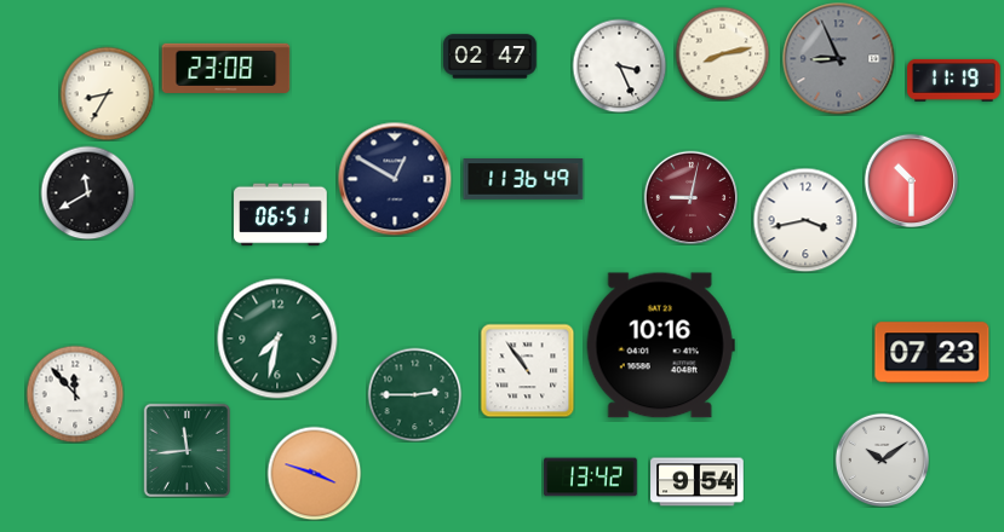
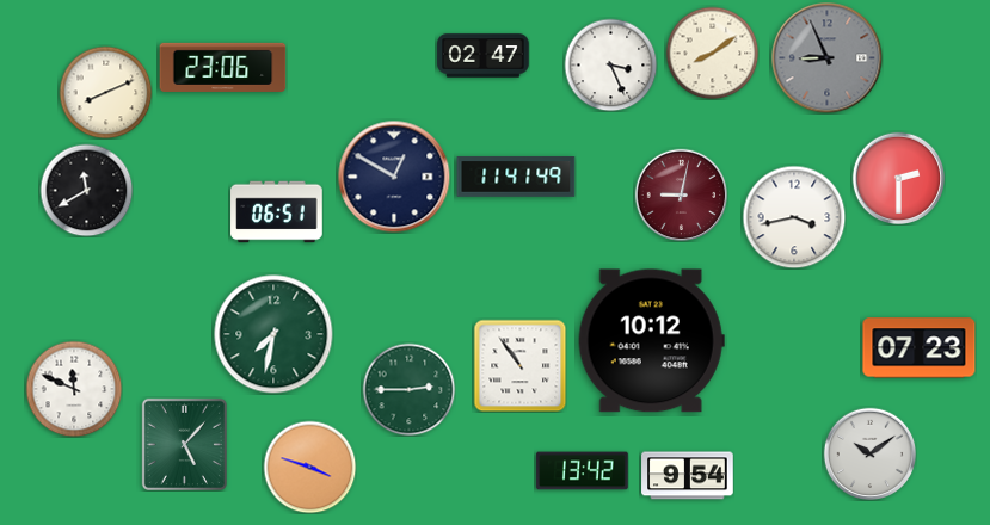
clock at (722, 53): 8:13 -> 8:09
clock at (226, 68): 23:08 -> 23:06
clock at (954, 80): 11:19 -> none
clock at (107, 93): 8:35 -> 8:11
clock at (395, 179) position: (395, 179) -> (394, 177)
clock at (523, 180): 11:36 -> 11:41
clock at (911, 180): 10:30 -> 2:30
clock at (660, 346): 10:16 -> 10:12
clock at (75, 394): 11:53 -> 11:49
clock at (187, 450): 11:44 -> 5:07
